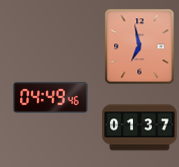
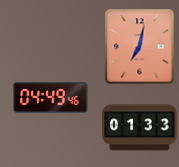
clock at (140, 47): 6:58 -> 7:02
clock at (140, 128): 01:37 -> 01:33
